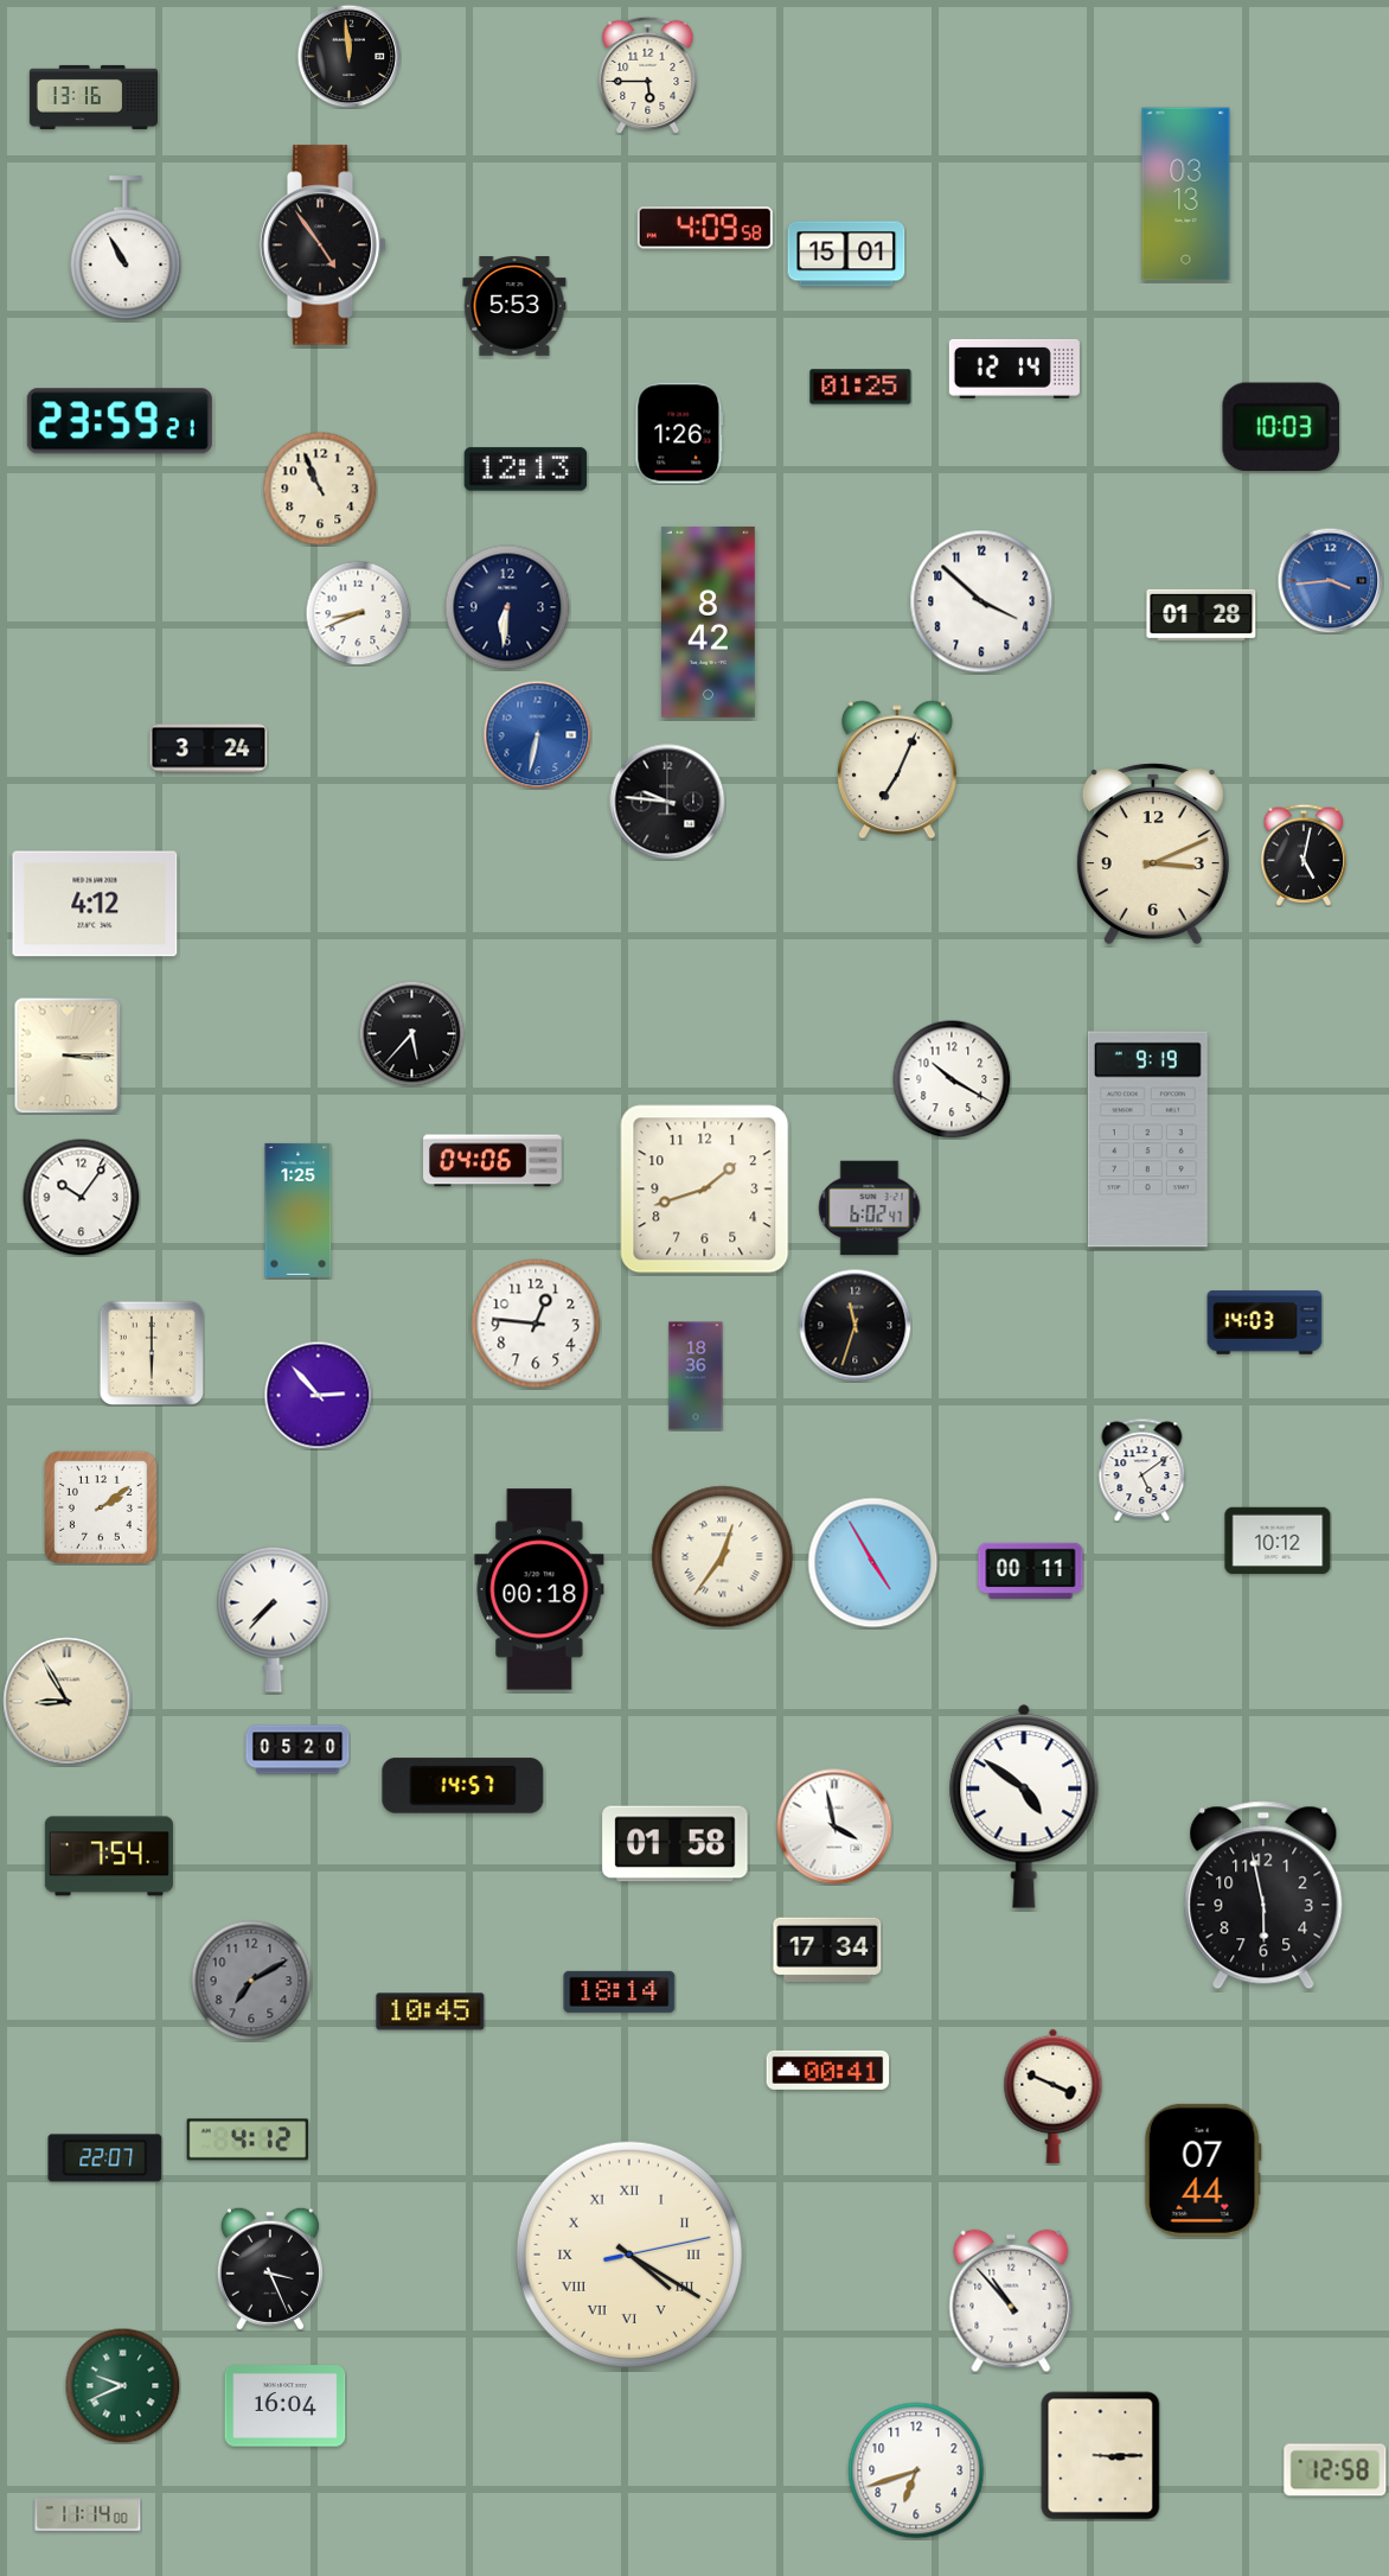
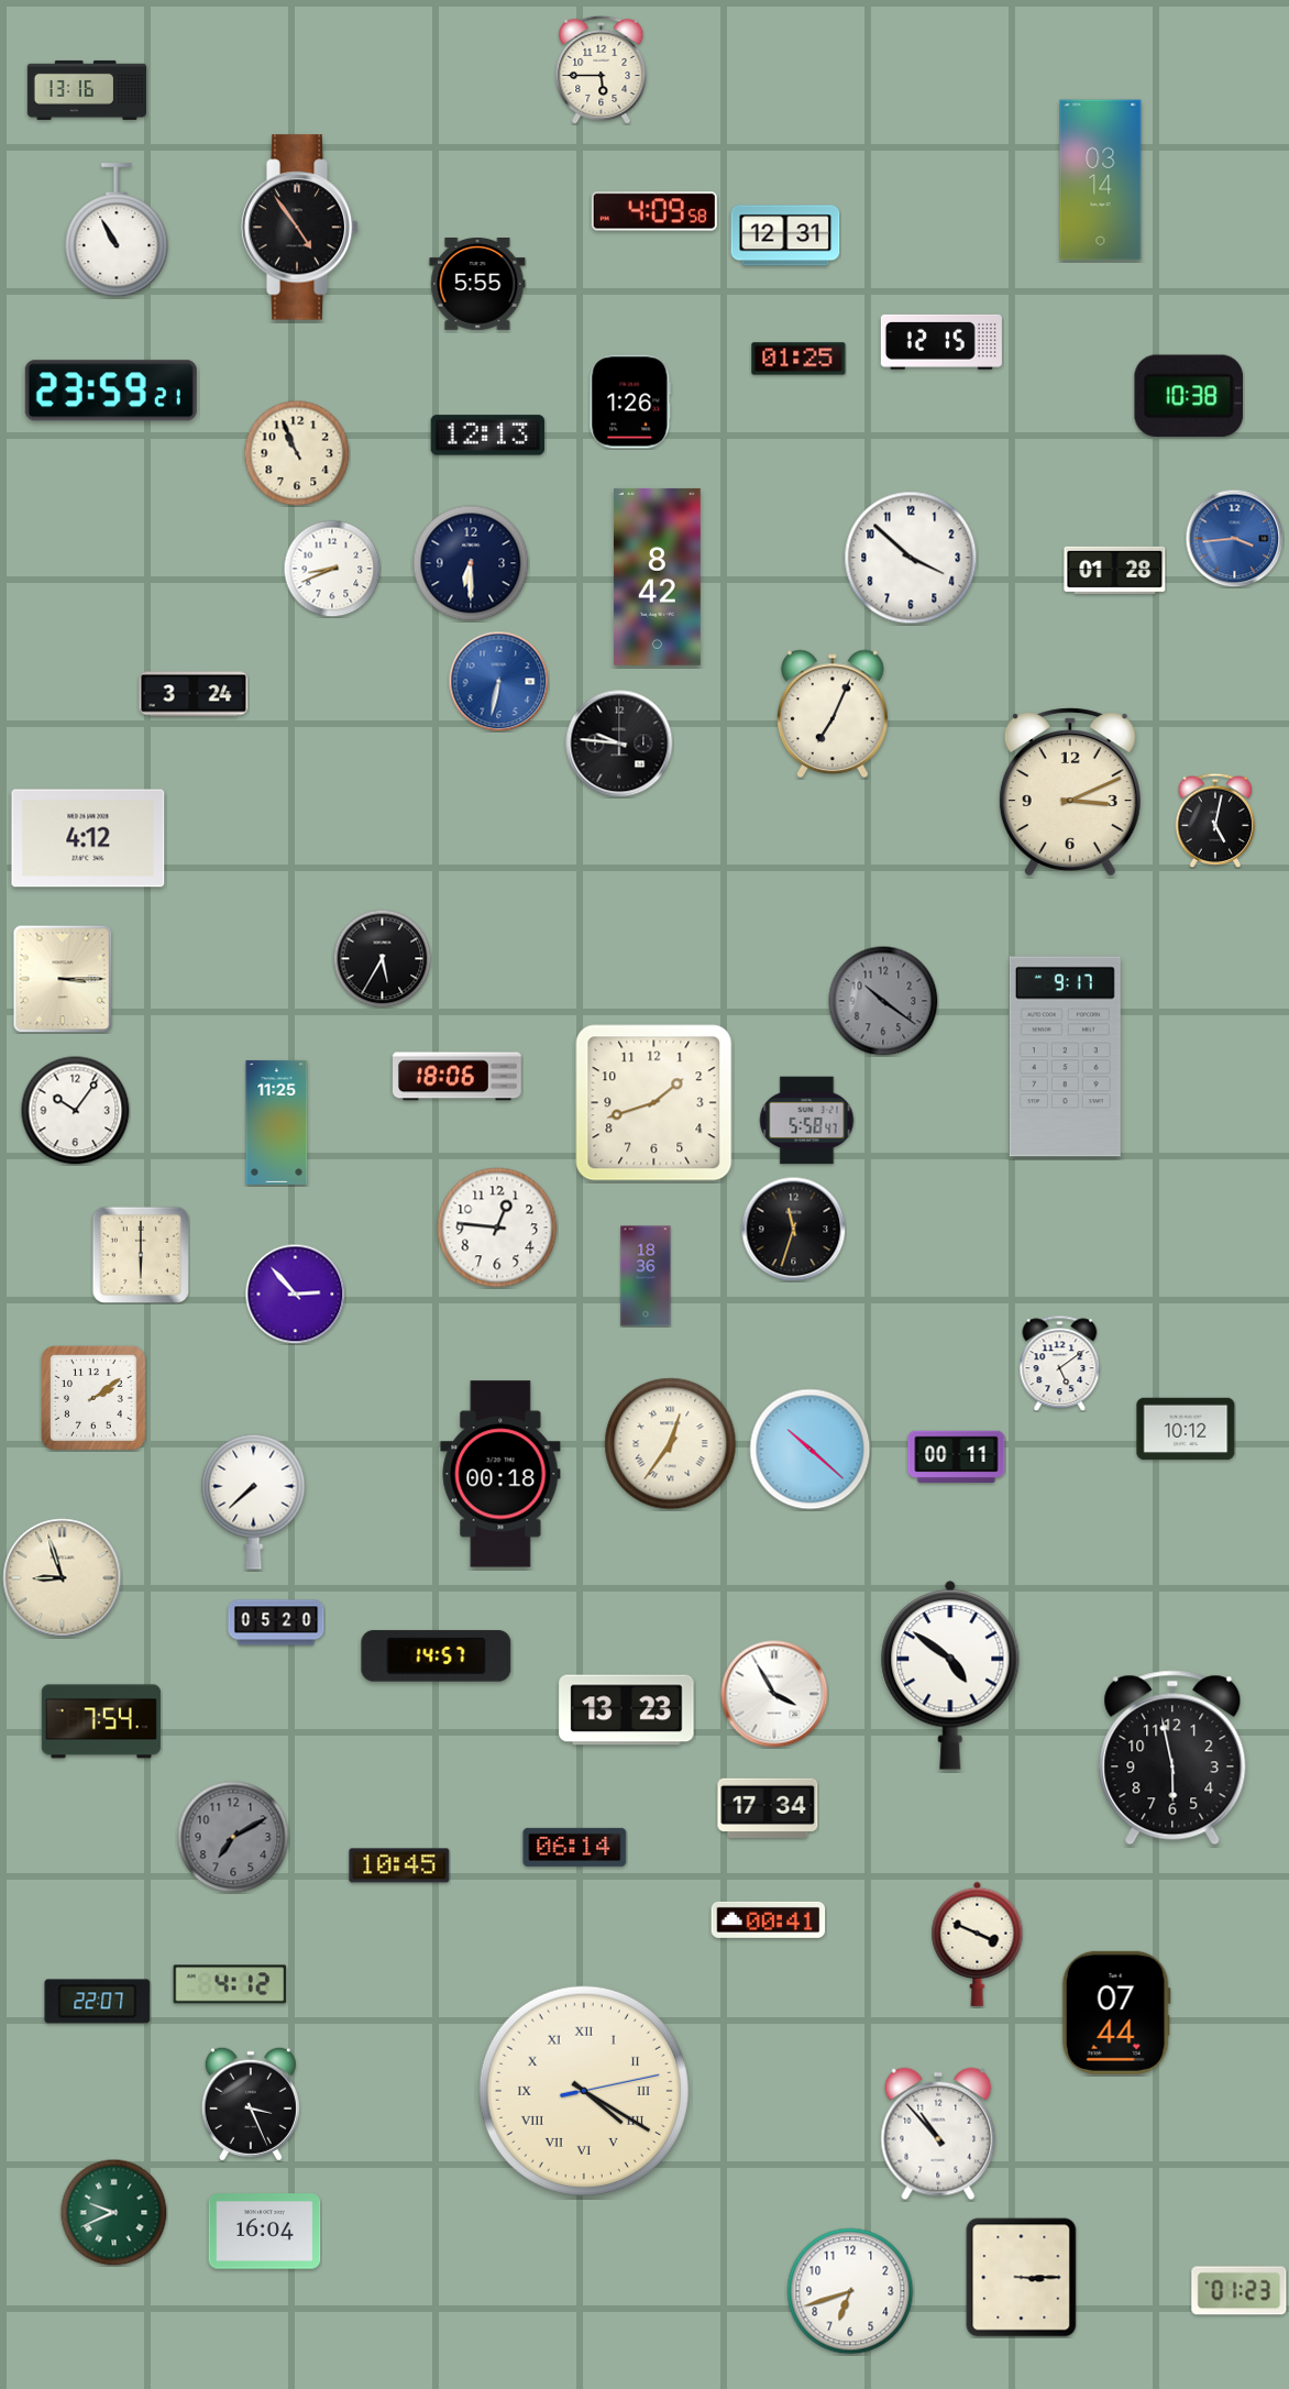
clock at (348, 56): 11:59 -> none
clock at (1186, 195): 03:13 -> 03:14
clock at (846, 254): 15:01 -> 12:31
clock at (514, 307): 5:53 -> 5:55
clock at (1014, 369): 12:14 -> 12:15
clock at (1281, 427): 10:03 -> 10:38
clock at (507, 607): 6:31 -> 6:30
clock at (1304, 855) position: (1304, 855) -> (1215, 821)
clock at (411, 1033): 5:37 -> 5:35
clock at (952, 1079): 10:20 -> 10:21
clock at (952, 1079) dial: white -> grey
clock at (1147, 1140): 9:19 -> 9:17
clock at (493, 1161): 04:06 -> 18:06
clock at (870, 1209): 6:02 -> 5:58
clock at (299, 1210): 1:25 -> 11:25
clock at (1265, 1322): 14:03 -> none
clock at (873, 1563): 4:55 -> 10:22
clock at (274, 1619): 7:37 -> 7:38
clock at (68, 1702): 8:55 -> 8:57
clock at (463, 1786) position: (463, 1786) -> (437, 1656)
clock at (834, 1826): 3:58 -> 3:55
clock at (676, 1844): 01:58 -> 13:23
clock at (620, 1991): 18:14 -> 06:14
clock at (1336, 2470): 12:58 -> 01:23
clock at (88, 2514): 11:14 -> none
